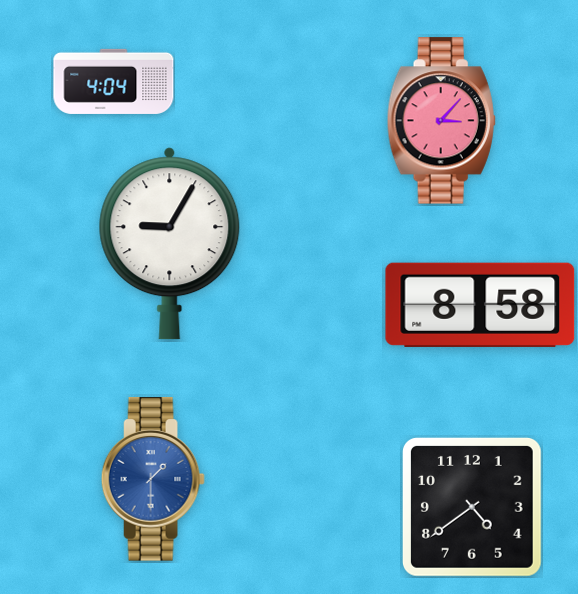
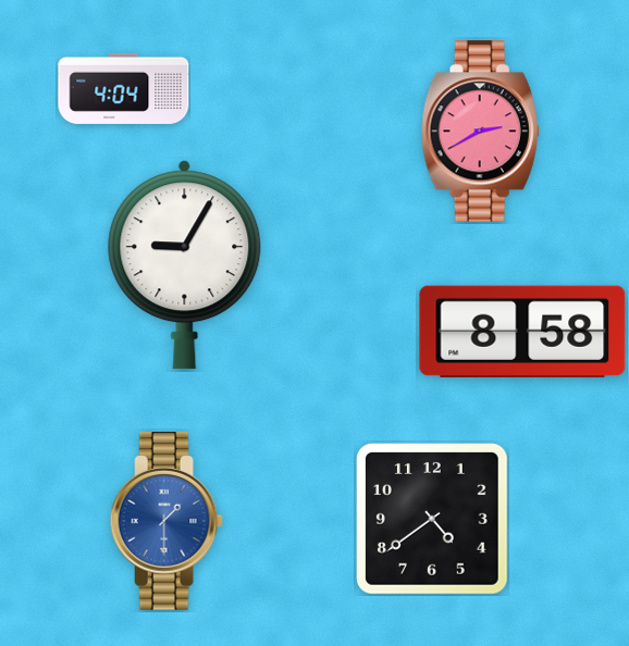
clock at (441, 121): 3:07 -> 2:40
clock at (472, 507) position: (472, 507) -> (432, 519)
